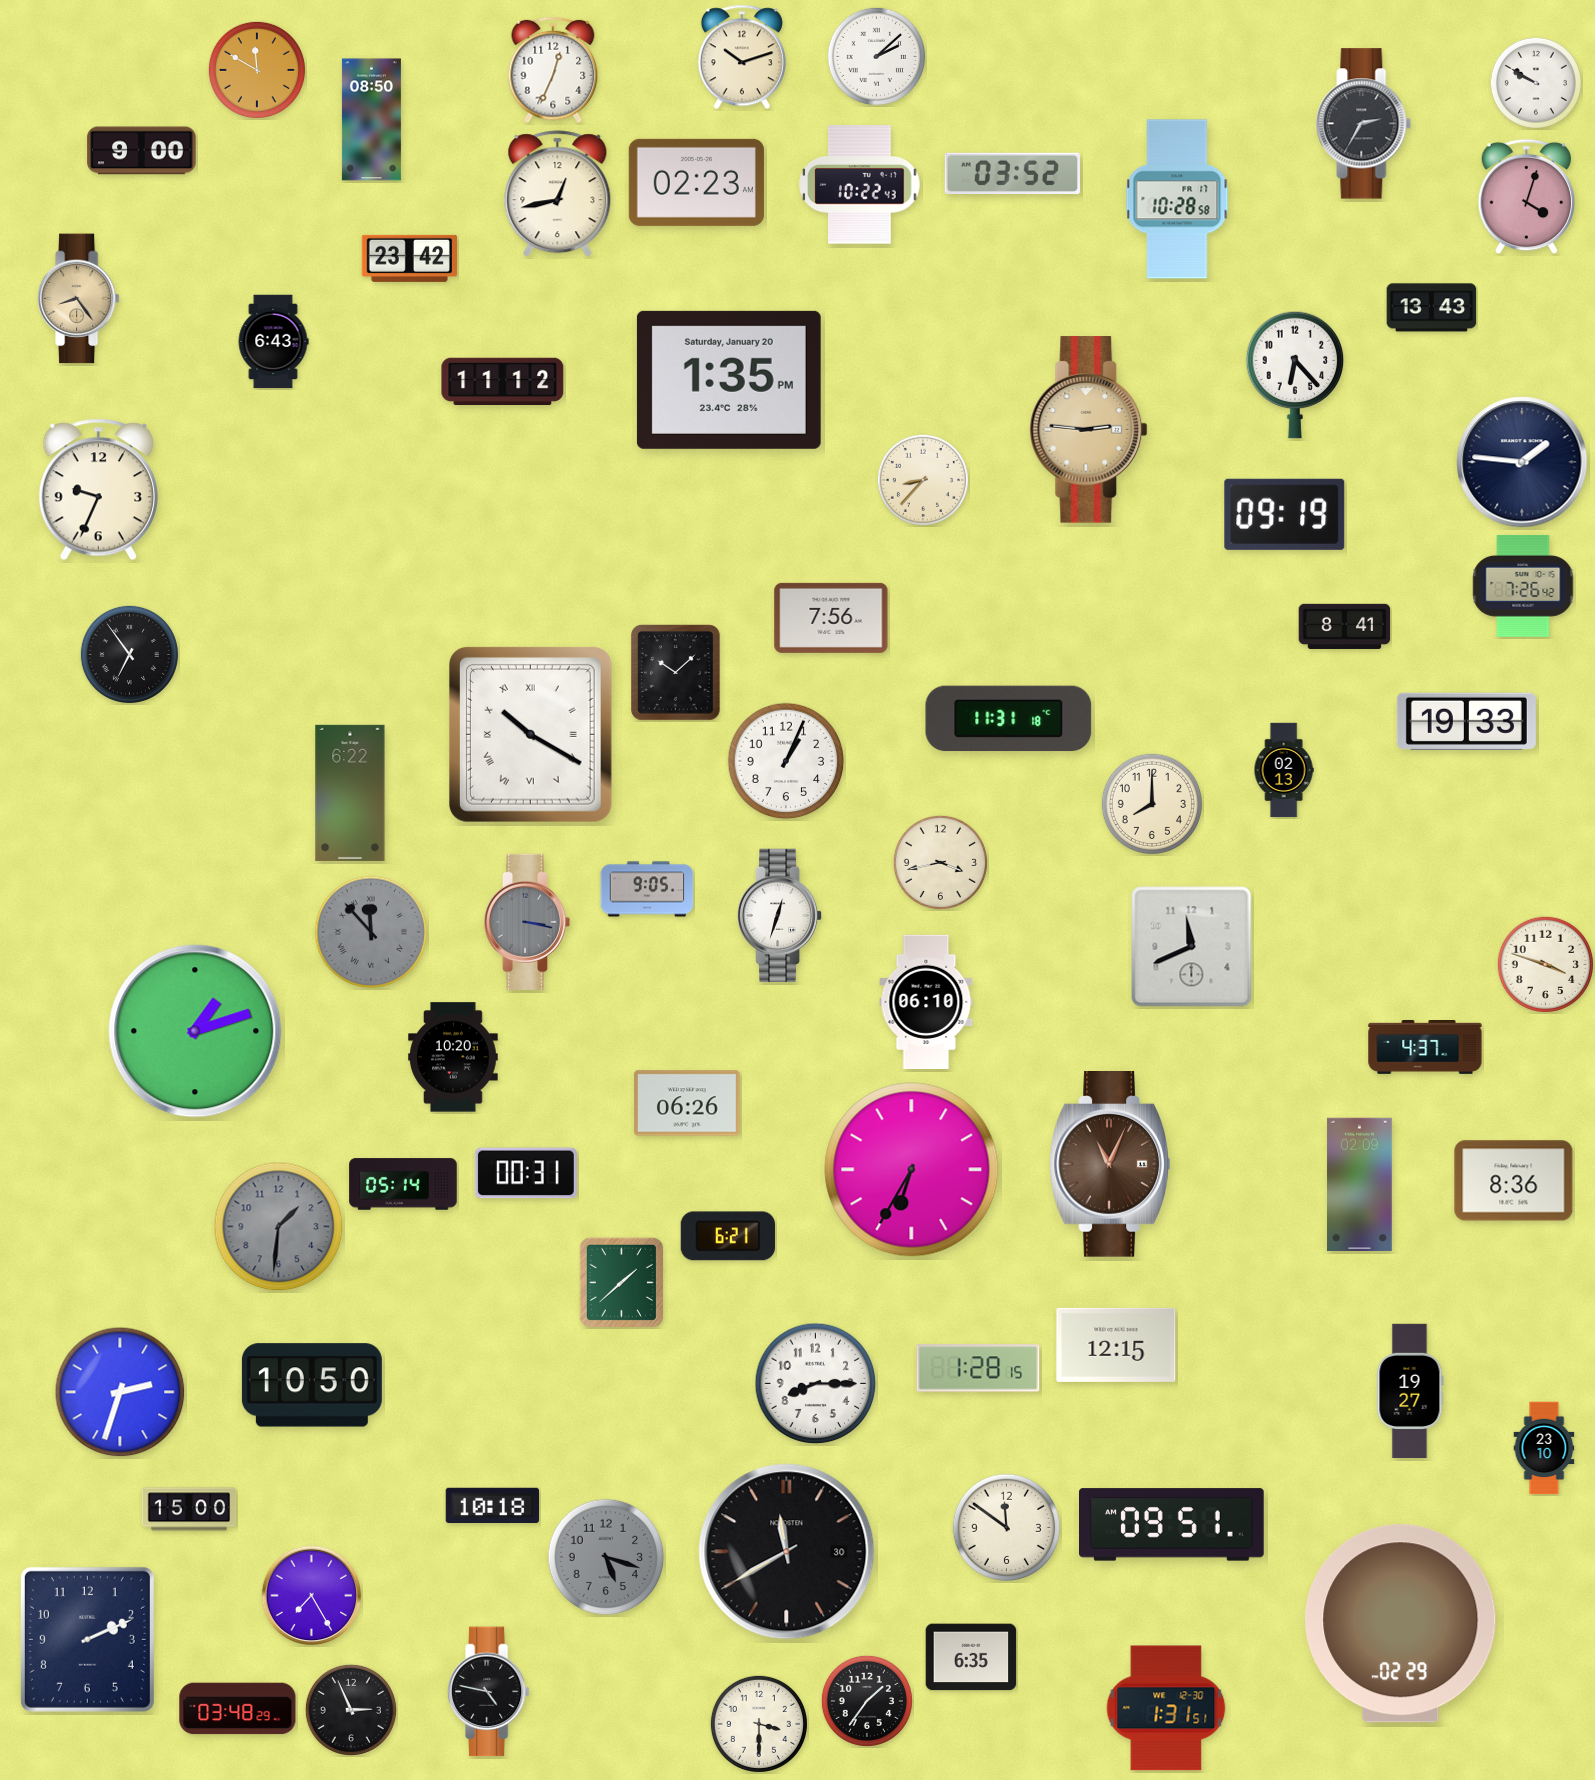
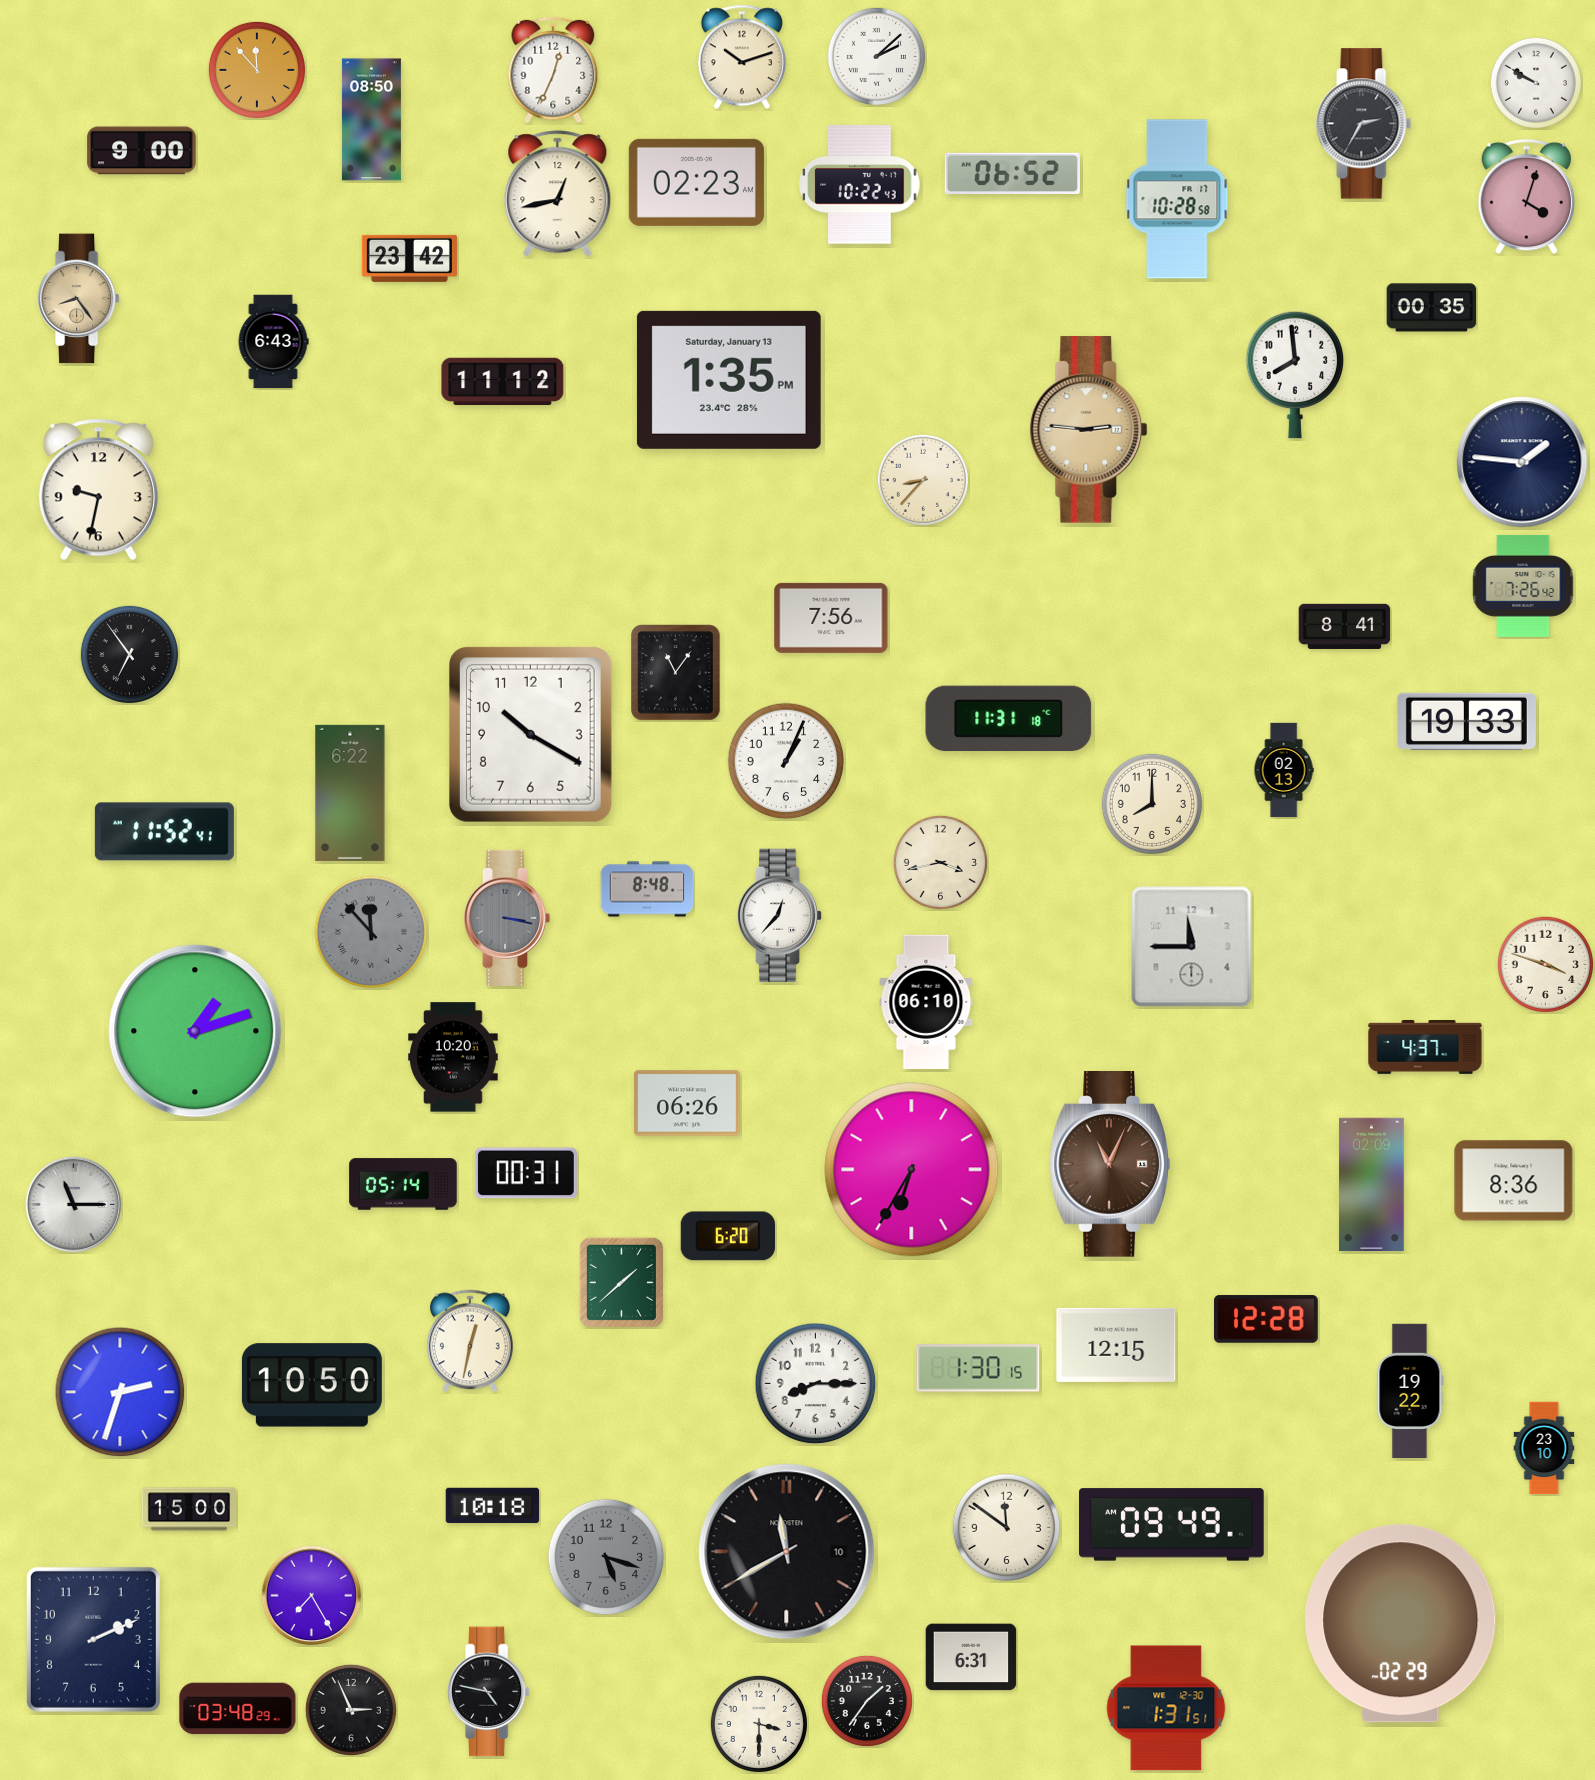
clock at (257, 70): 11:50 -> 11:53
clock at (1012, 173): 03:52 -> 06:52
clock at (1432, 308): 13:43 -> 00:35
clock at (1295, 375): 6:23 -> 7:59
clock at (729, 380) date: Saturday, January 20 -> Saturday, January 13
clock at (98, 490): 9:34 -> 9:32
clock at (1285, 514): 09:19 -> none
clock at (676, 673): 10:08 -> 11:06
clock at (530, 734) numerals: Roman -> Arabic
clock at (164, 832): none -> 11:52
clock at (647, 889): 9:05 -> 8:48
clock at (780, 915): 12:33 -> 12:37
clock at (527, 922) position: (527, 922) -> (507, 918)
clock at (1192, 947): 11:41 -> 11:45
clock at (1360, 1185) position: (1360, 1185) -> (1372, 1185)
clock at (74, 1205): none -> 11:15
clock at (279, 1227): 1:31 -> none
clock at (728, 1236): 6:21 -> 6:20
clock at (1267, 1319): none -> 12:28
clock at (470, 1341): none -> 12:32
clock at (978, 1368): 1:28 -> 1:30
clock at (1410, 1391): 19:27 -> 19:22
clock at (1172, 1525): 09:51 -> 09:49
clock at (787, 1552) date: 30 -> 10
clock at (87, 1639) position: (87, 1639) -> (93, 1639)
clock at (971, 1657): 6:35 -> 6:31
